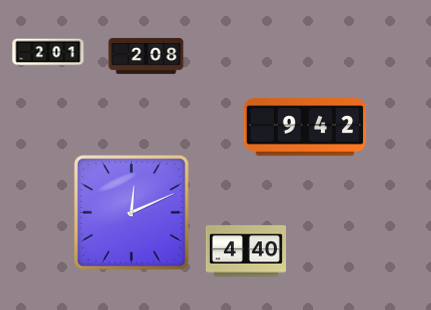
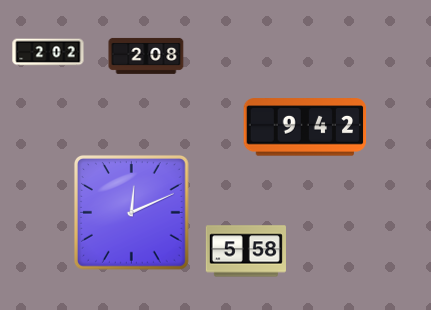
clock at (48, 52): 2:01 -> 2:02
clock at (246, 251): 4:40 -> 5:58
